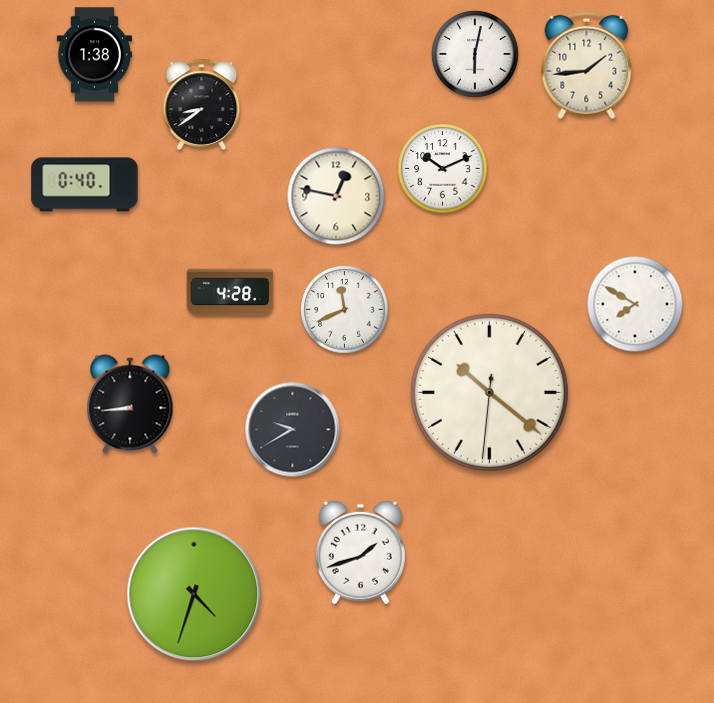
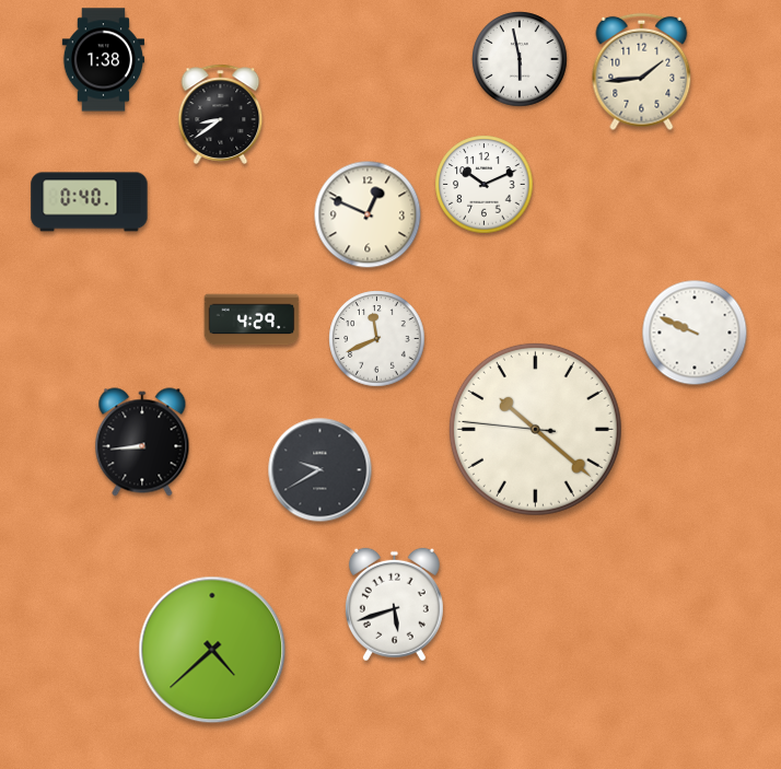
clock at (475, 54): 6:02 -> 5:58
clock at (85, 185) position: (85, 185) -> (90, 202)
clock at (336, 196): 12:47 -> 12:49
clock at (230, 292): 4:28 -> 4:29
clock at (635, 304): 7:50 -> 9:49
clock at (489, 392): 10:21:31 -> 10:21:46
clock at (360, 553): 1:42 -> 5:42
clock at (194, 594): 4:33 -> 4:38
